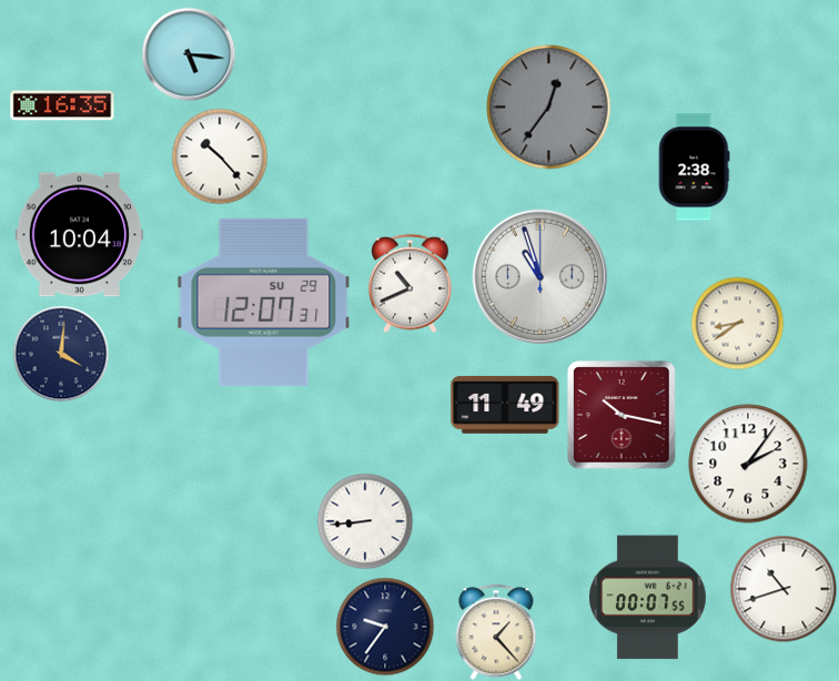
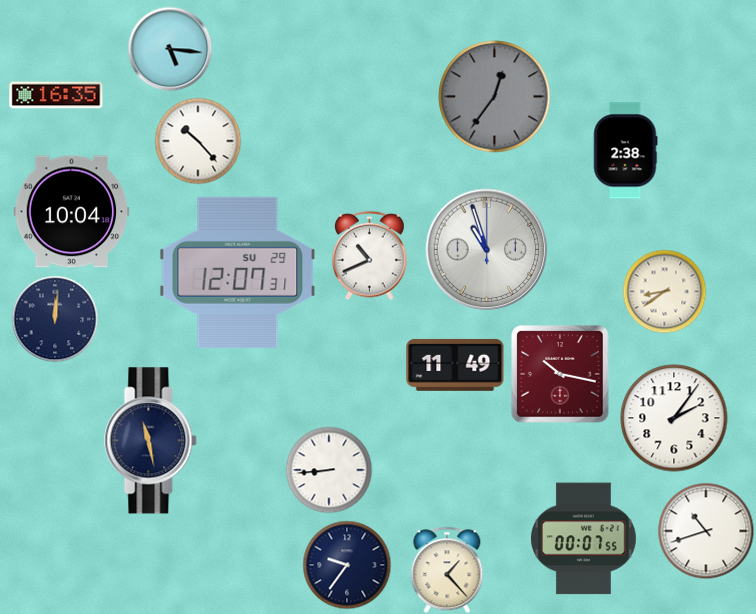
clock at (61, 354): 4:01 -> 12:01
clock at (151, 441): none -> 11:28
